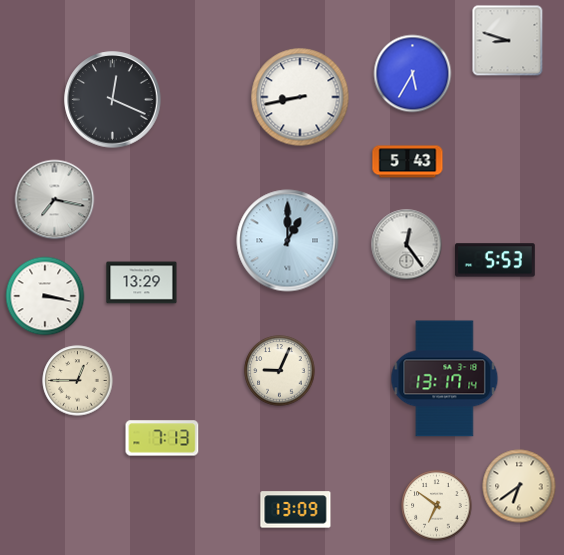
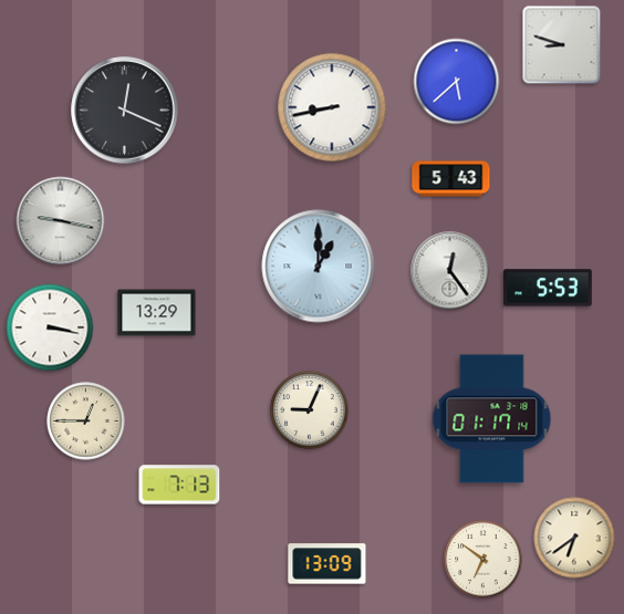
clock at (413, 74): 5:35 -> 5:38
clock at (55, 200): 7:17 -> 9:17
clock at (445, 379): 13:17 -> 01:17
